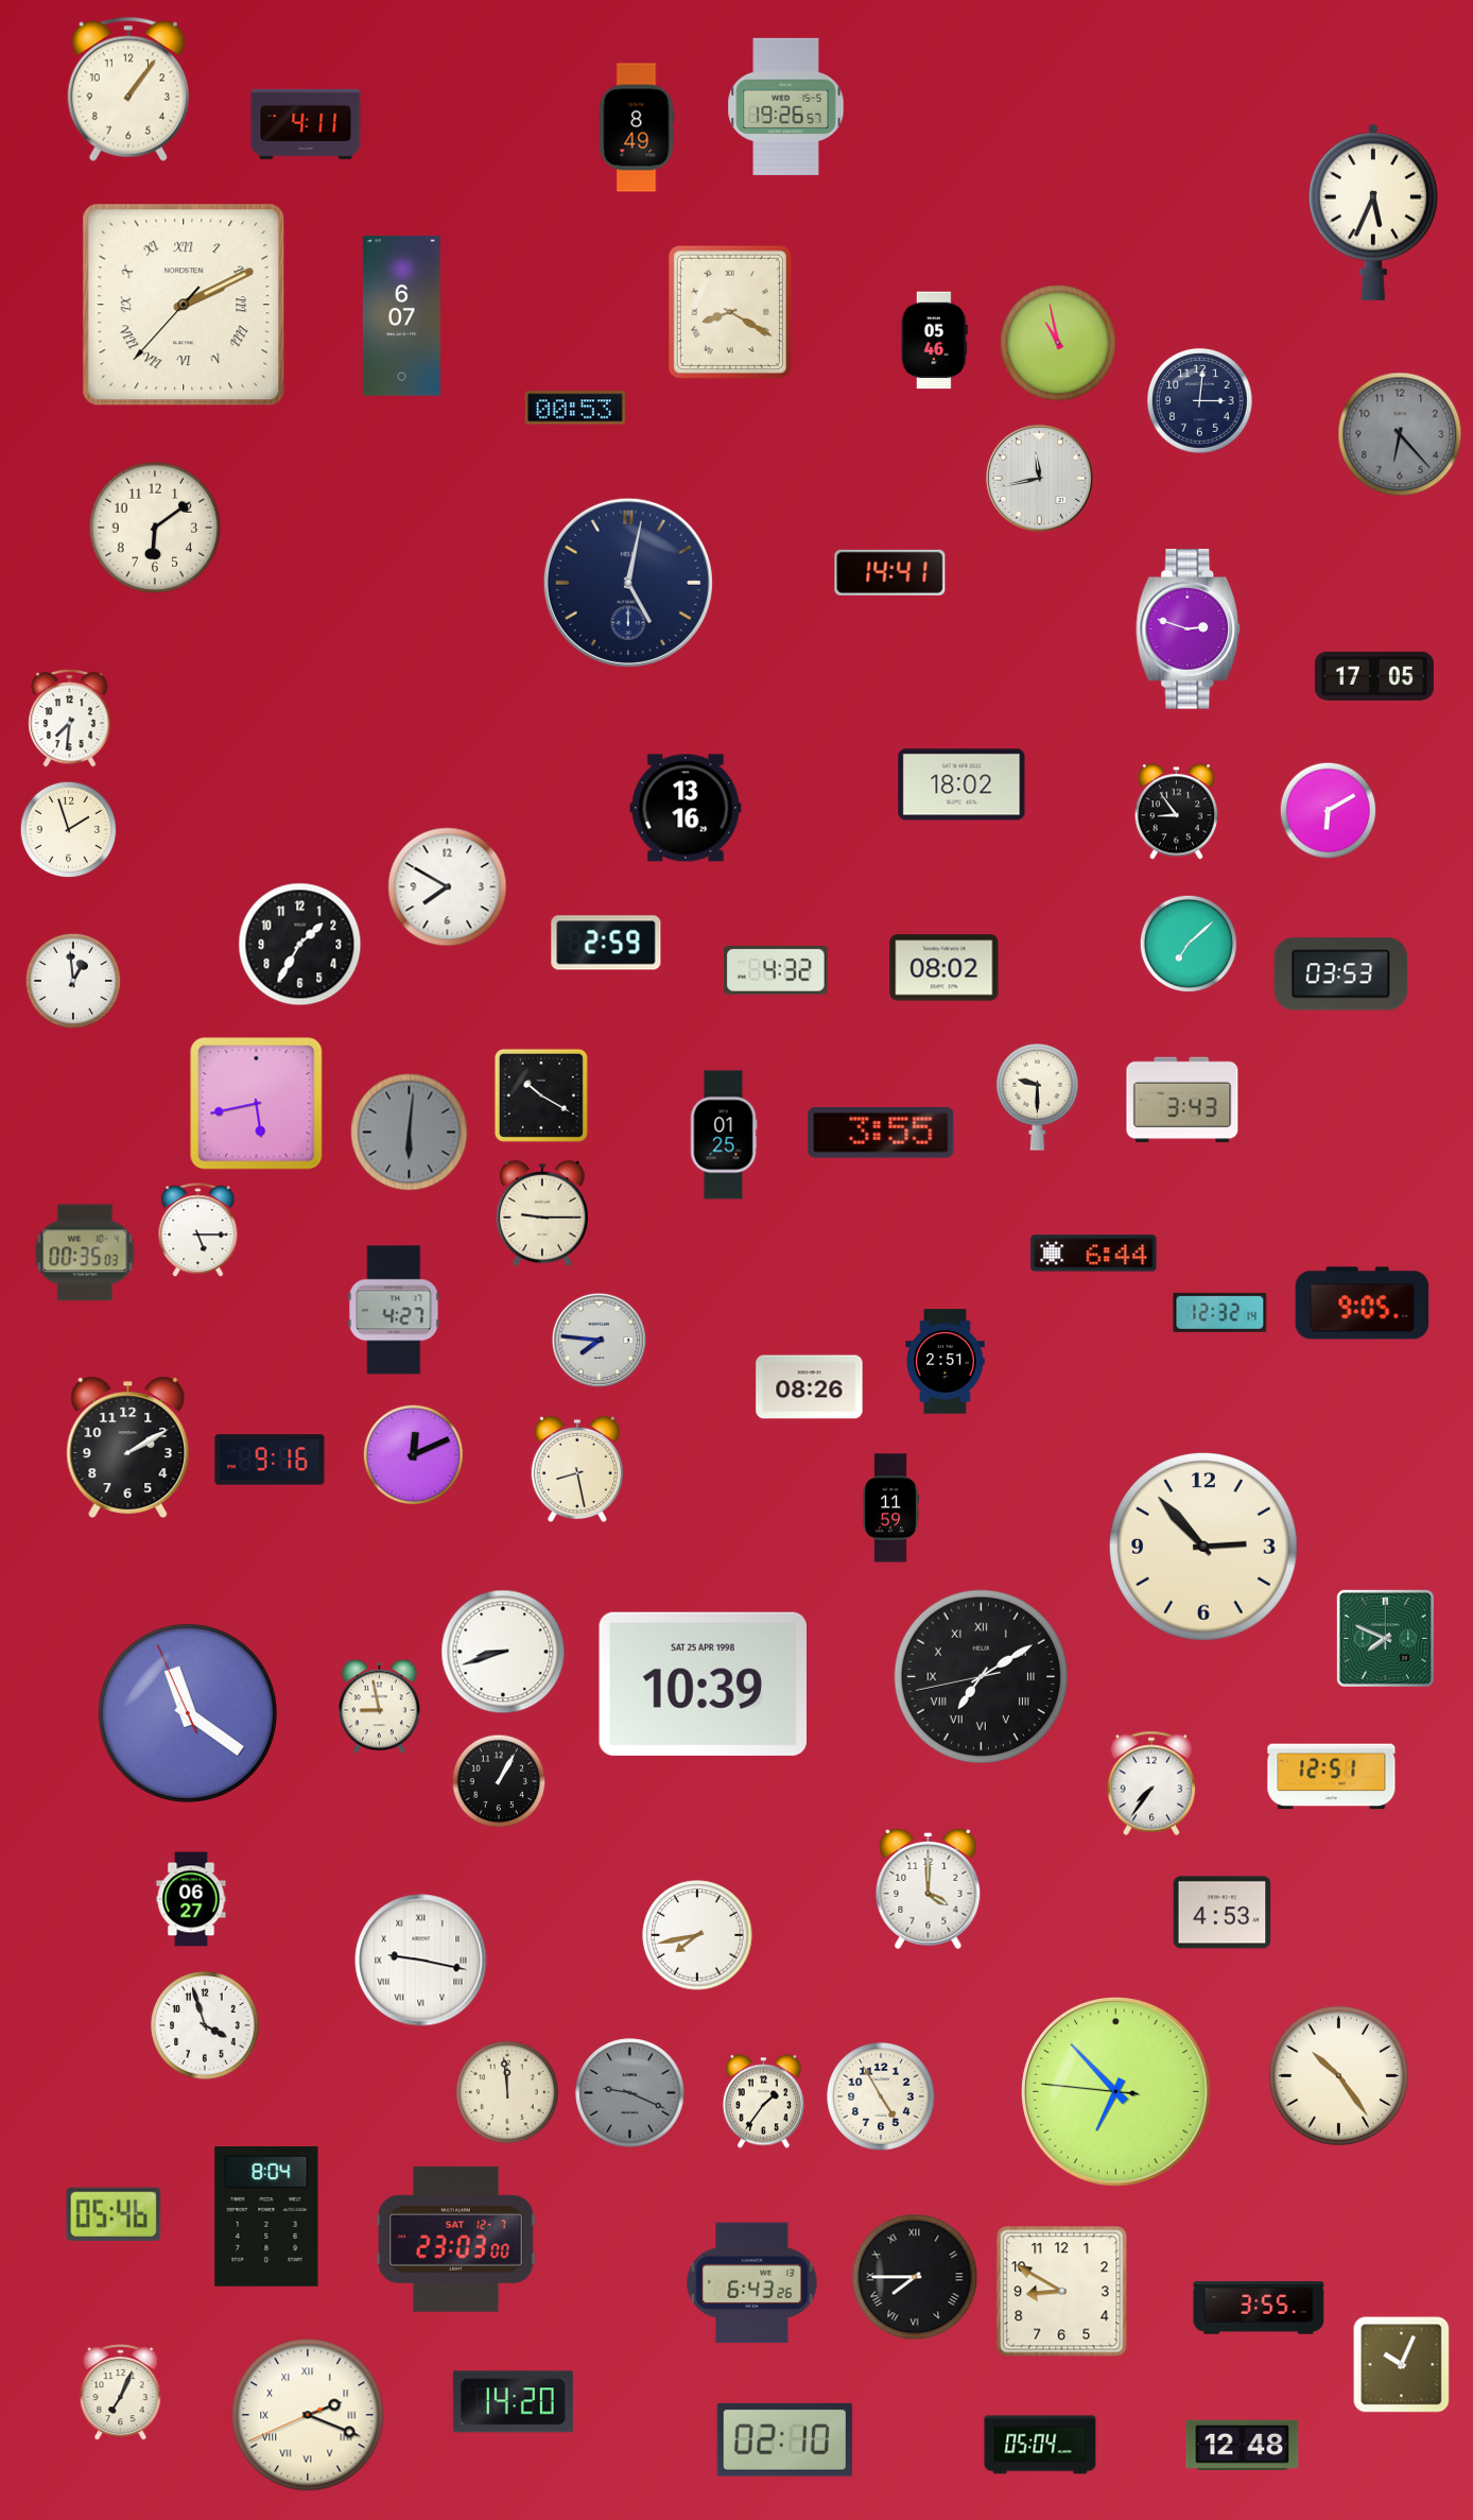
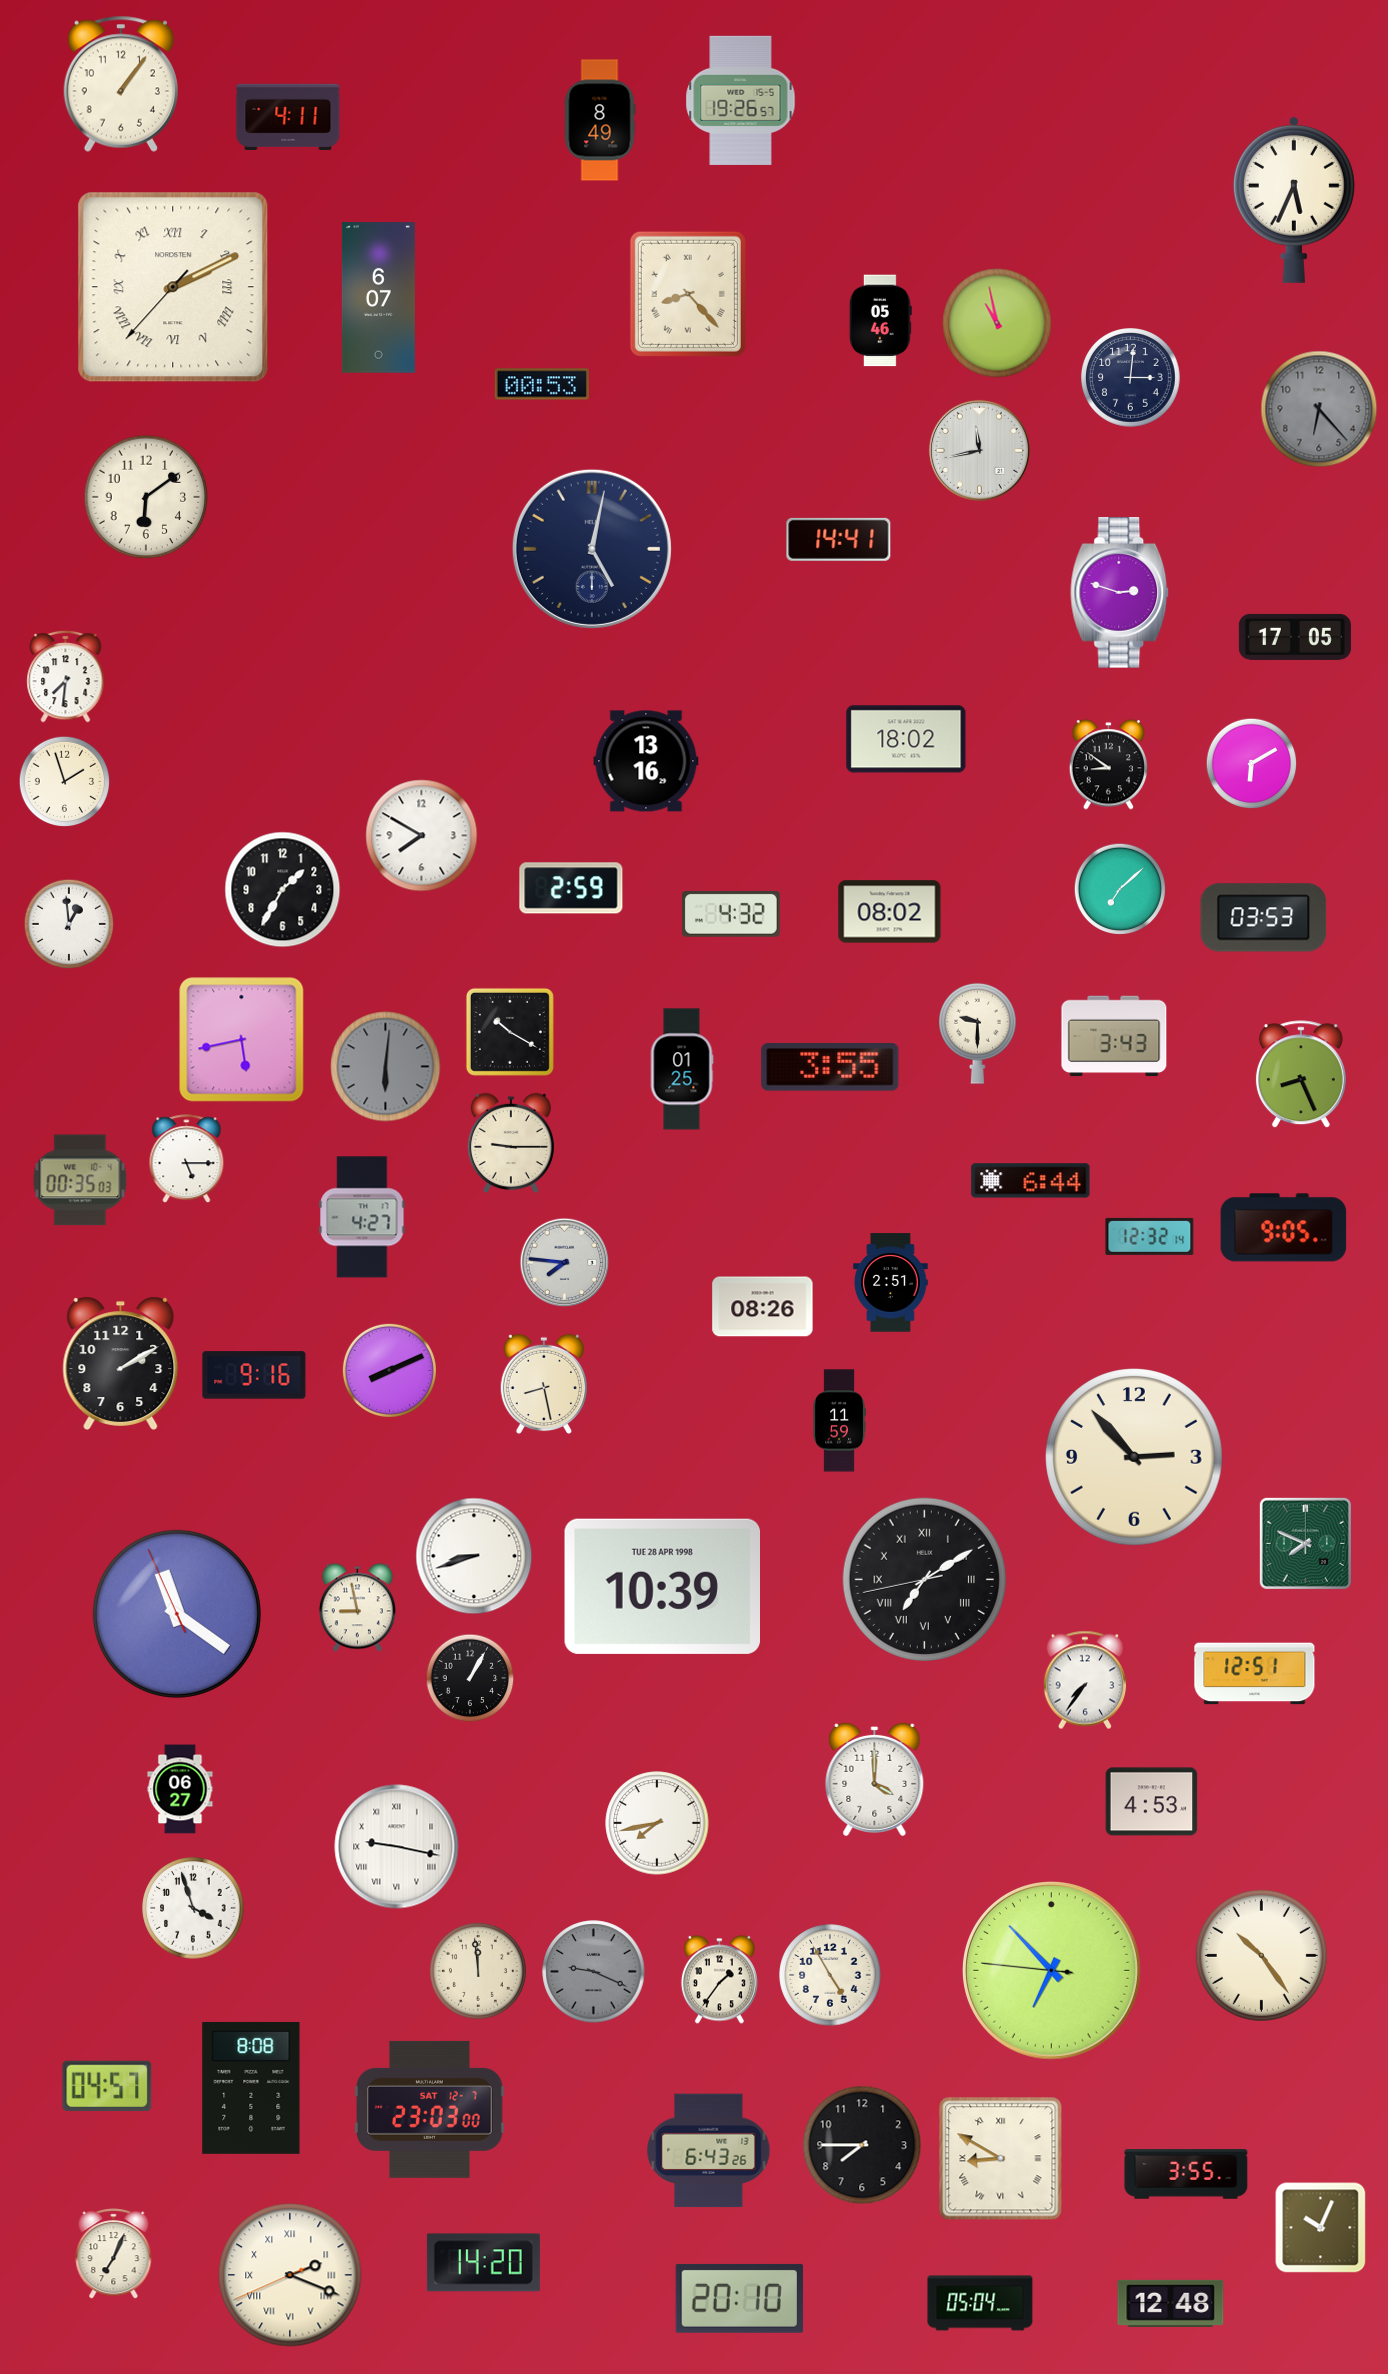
clock at (730, 312): 8:20 -> 8:23
clock at (1177, 812): 8:54 -> 8:51
clock at (1301, 1075): none -> 8:26
clock at (394, 1310) position: (394, 1310) -> (362, 1217)
clock at (413, 1454): 12:11 -> 8:11
clock at (703, 1684) date: SAT 25 APR 1998 -> TUE 28 APR 1998
clock at (114, 2214): 05:46 -> 04:57
clock at (266, 2216): 8:04 -> 8:08
clock at (915, 2277) numerals: Roman -> Arabic
clock at (1062, 2292) numerals: Arabic -> Roman
clock at (784, 2439): 02:10 -> 20:10
